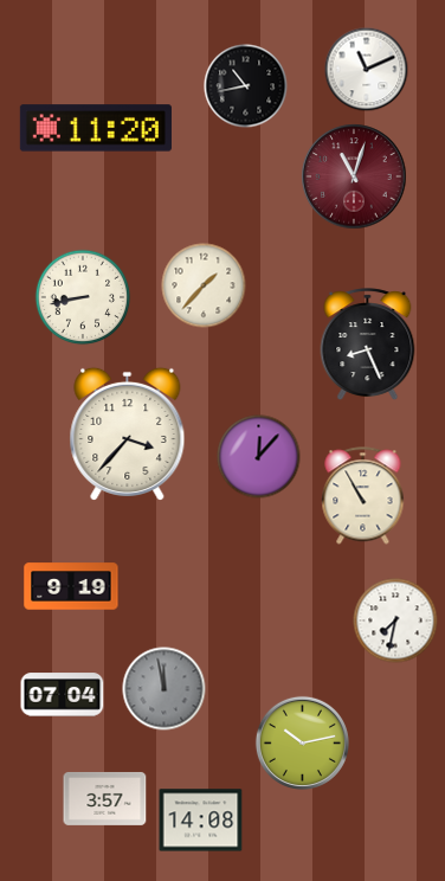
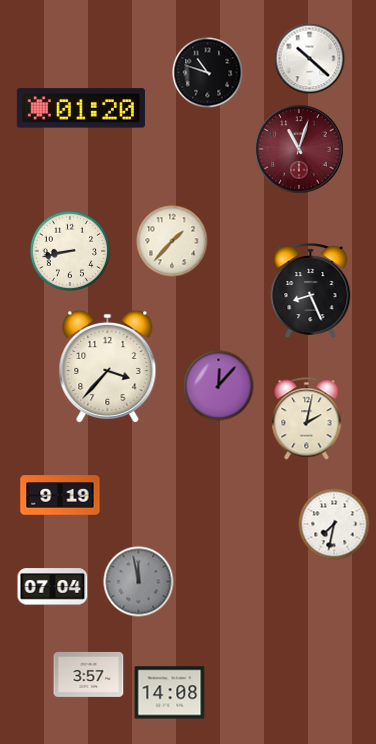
clock at (367, 70): 11:11 -> 10:22
clock at (246, 86): 10:43 -> 10:48
clock at (96, 128): 11:20 -> 01:20
clock at (363, 496): 10:55 -> 2:02
clock at (302, 742): 10:13 -> none
